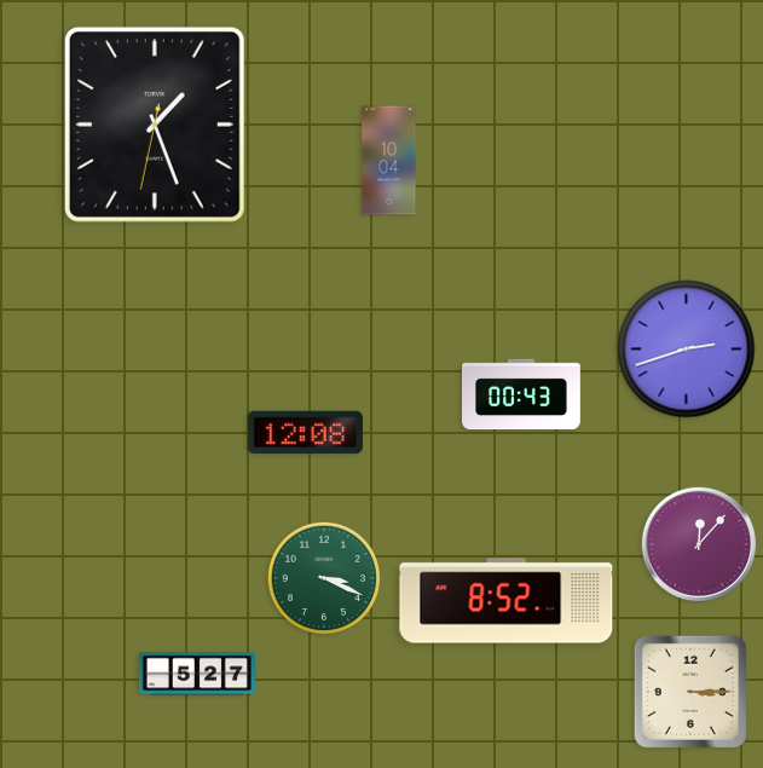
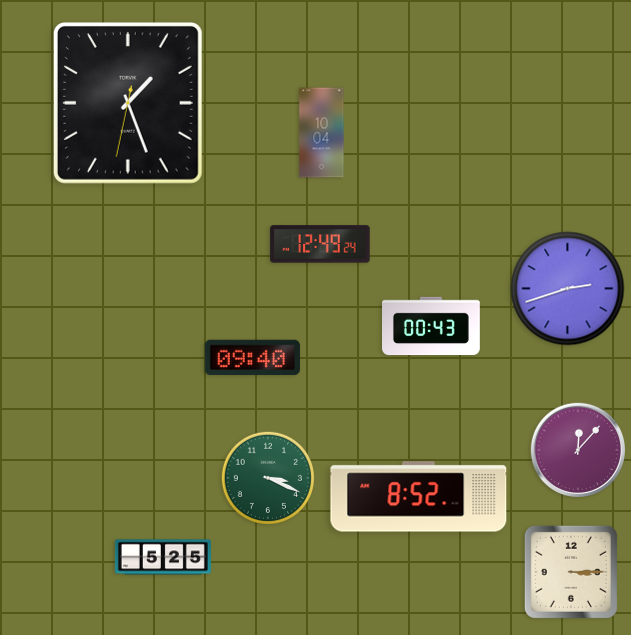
clock at (320, 244): none -> 12:49
clock at (305, 433): 12:08 -> 09:40
clock at (197, 674): 5:27 -> 5:25
